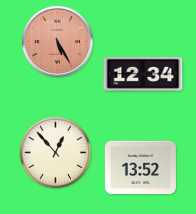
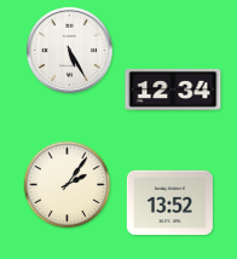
clock at (57, 41) dial: salmon -> white
clock at (56, 153): 12:53 -> 2:06
